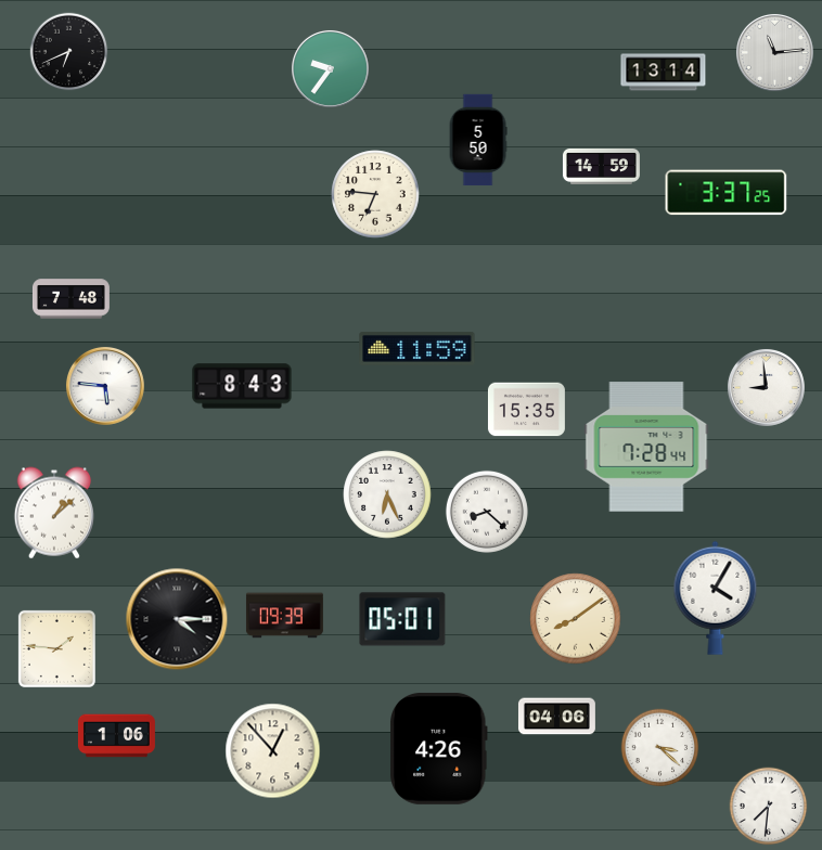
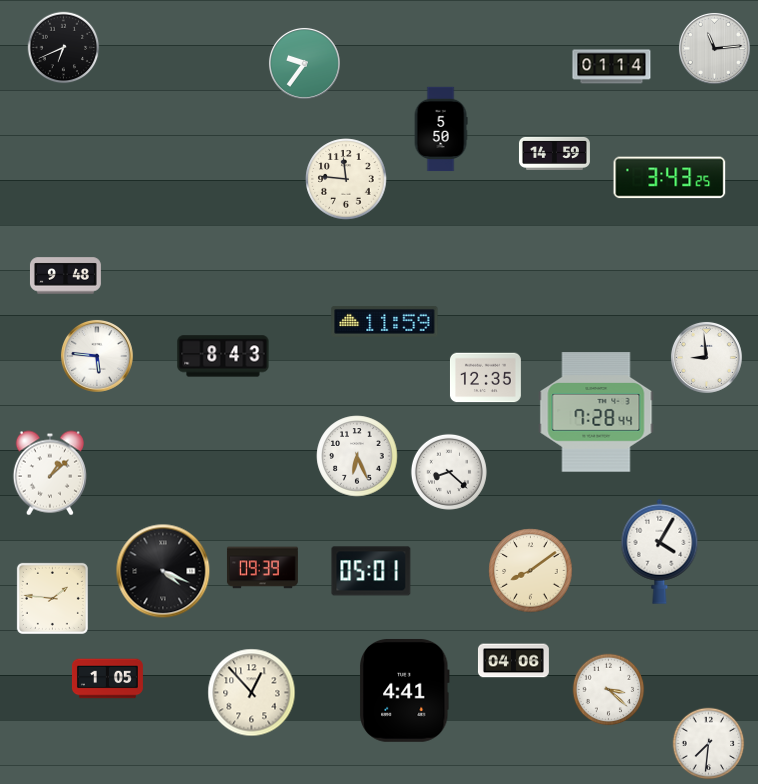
clock at (664, 73): 13:14 -> 01:14
clock at (727, 193): 3:37 -> 3:43
clock at (375, 194): 6:46 -> 11:46
clock at (70, 299): 7:48 -> 9:48
clock at (526, 410): 15:35 -> 12:35
clock at (177, 619): 4:15 -> 4:19
clock at (116, 736): 1:06 -> 1:05
clock at (438, 748): 4:26 -> 4:41
